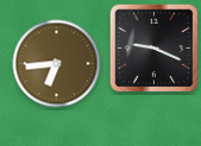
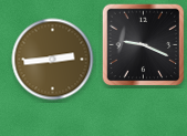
clock at (57, 64): 6:44 -> 2:44
